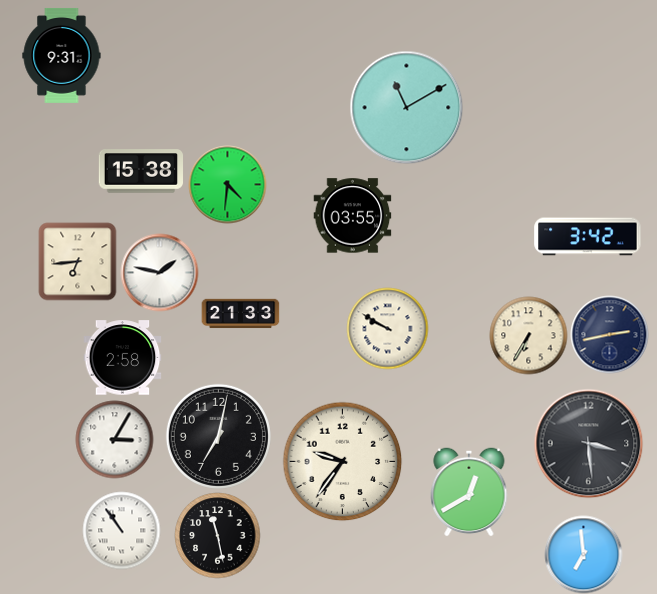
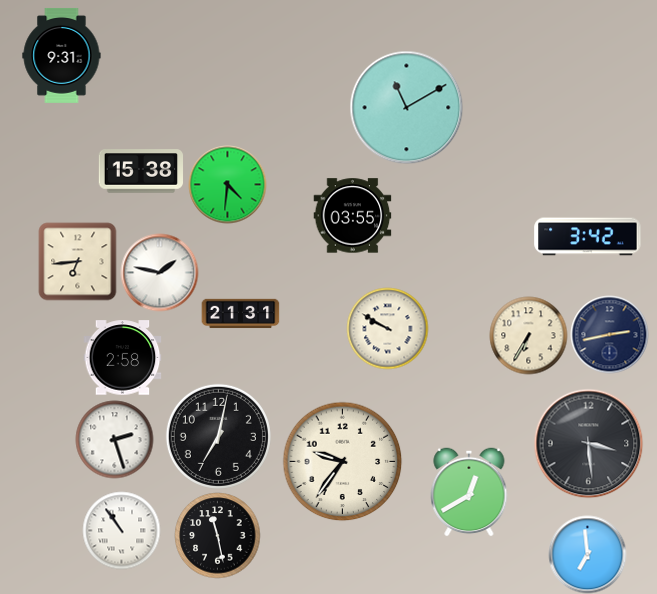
clock at (240, 314): 21:33 -> 21:31
clock at (114, 439): 3:05 -> 2:27
clock at (583, 554) position: (583, 554) -> (587, 554)
